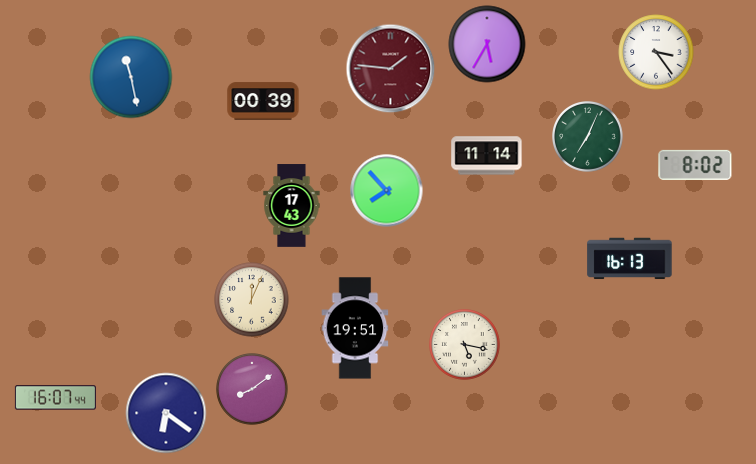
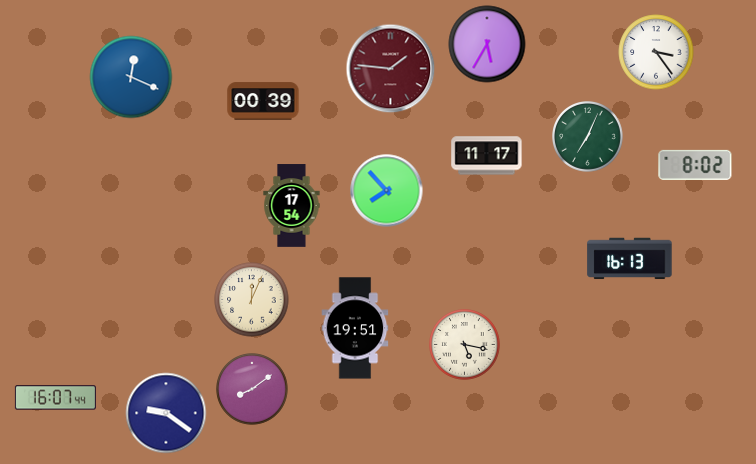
clock at (131, 77): 11:28 -> 12:19
clock at (487, 156): 11:14 -> 11:17
clock at (292, 206): 17:43 -> 17:54
clock at (166, 413): 6:21 -> 9:21
